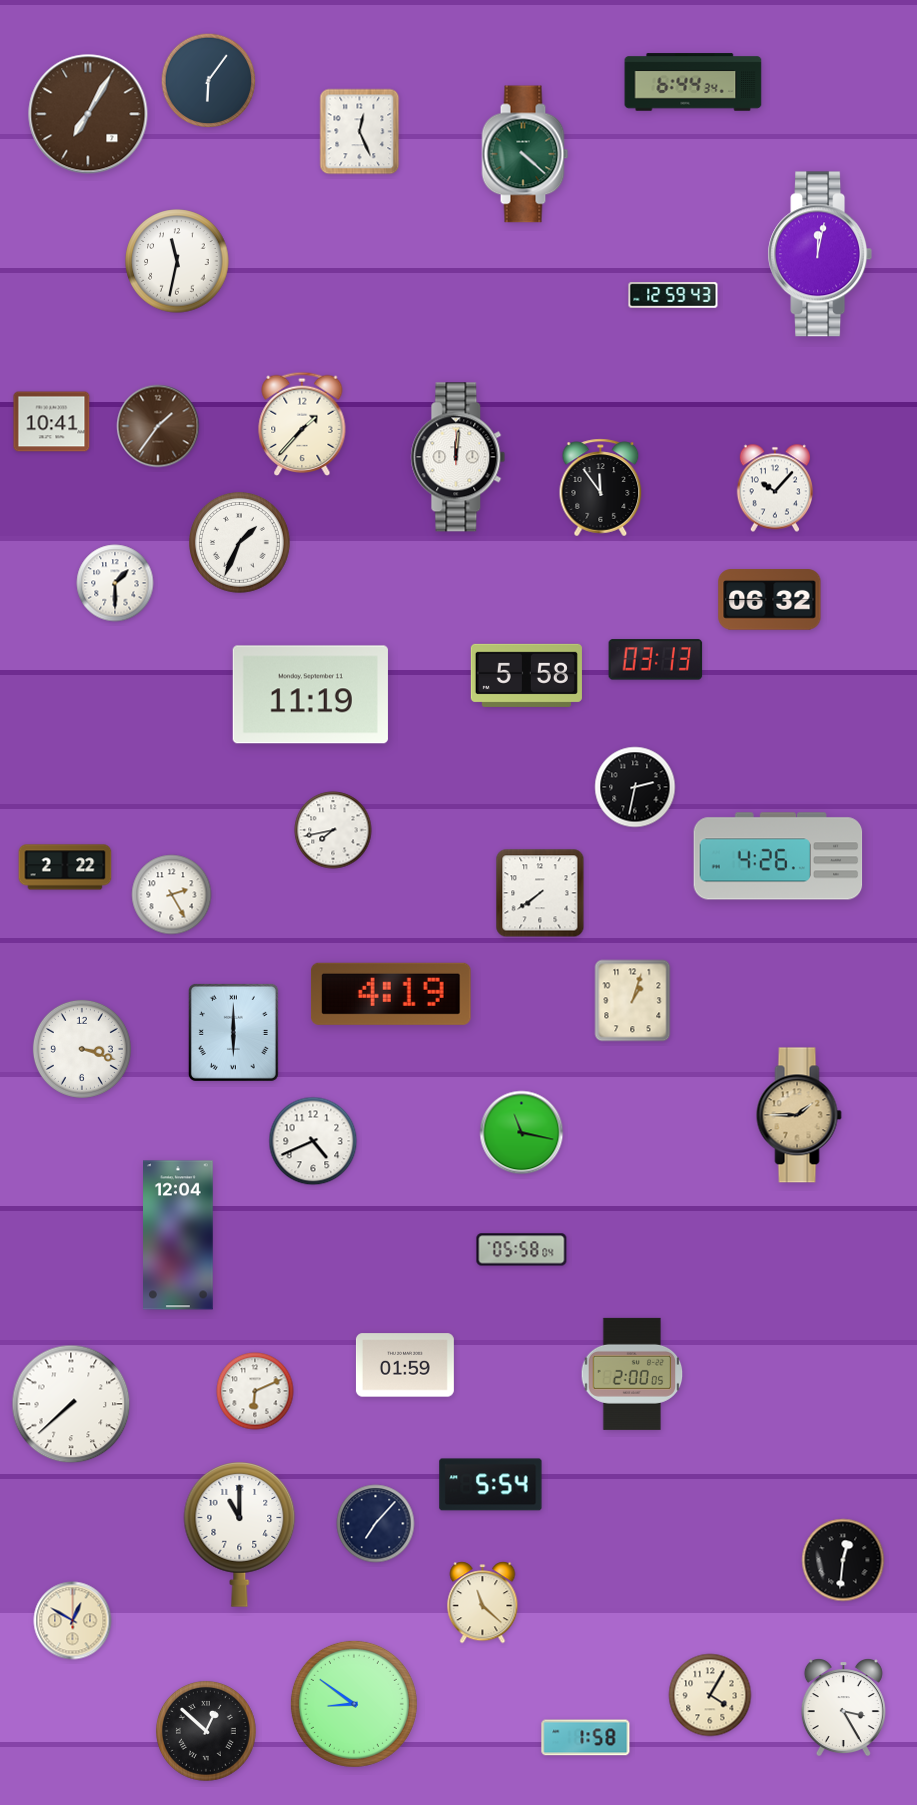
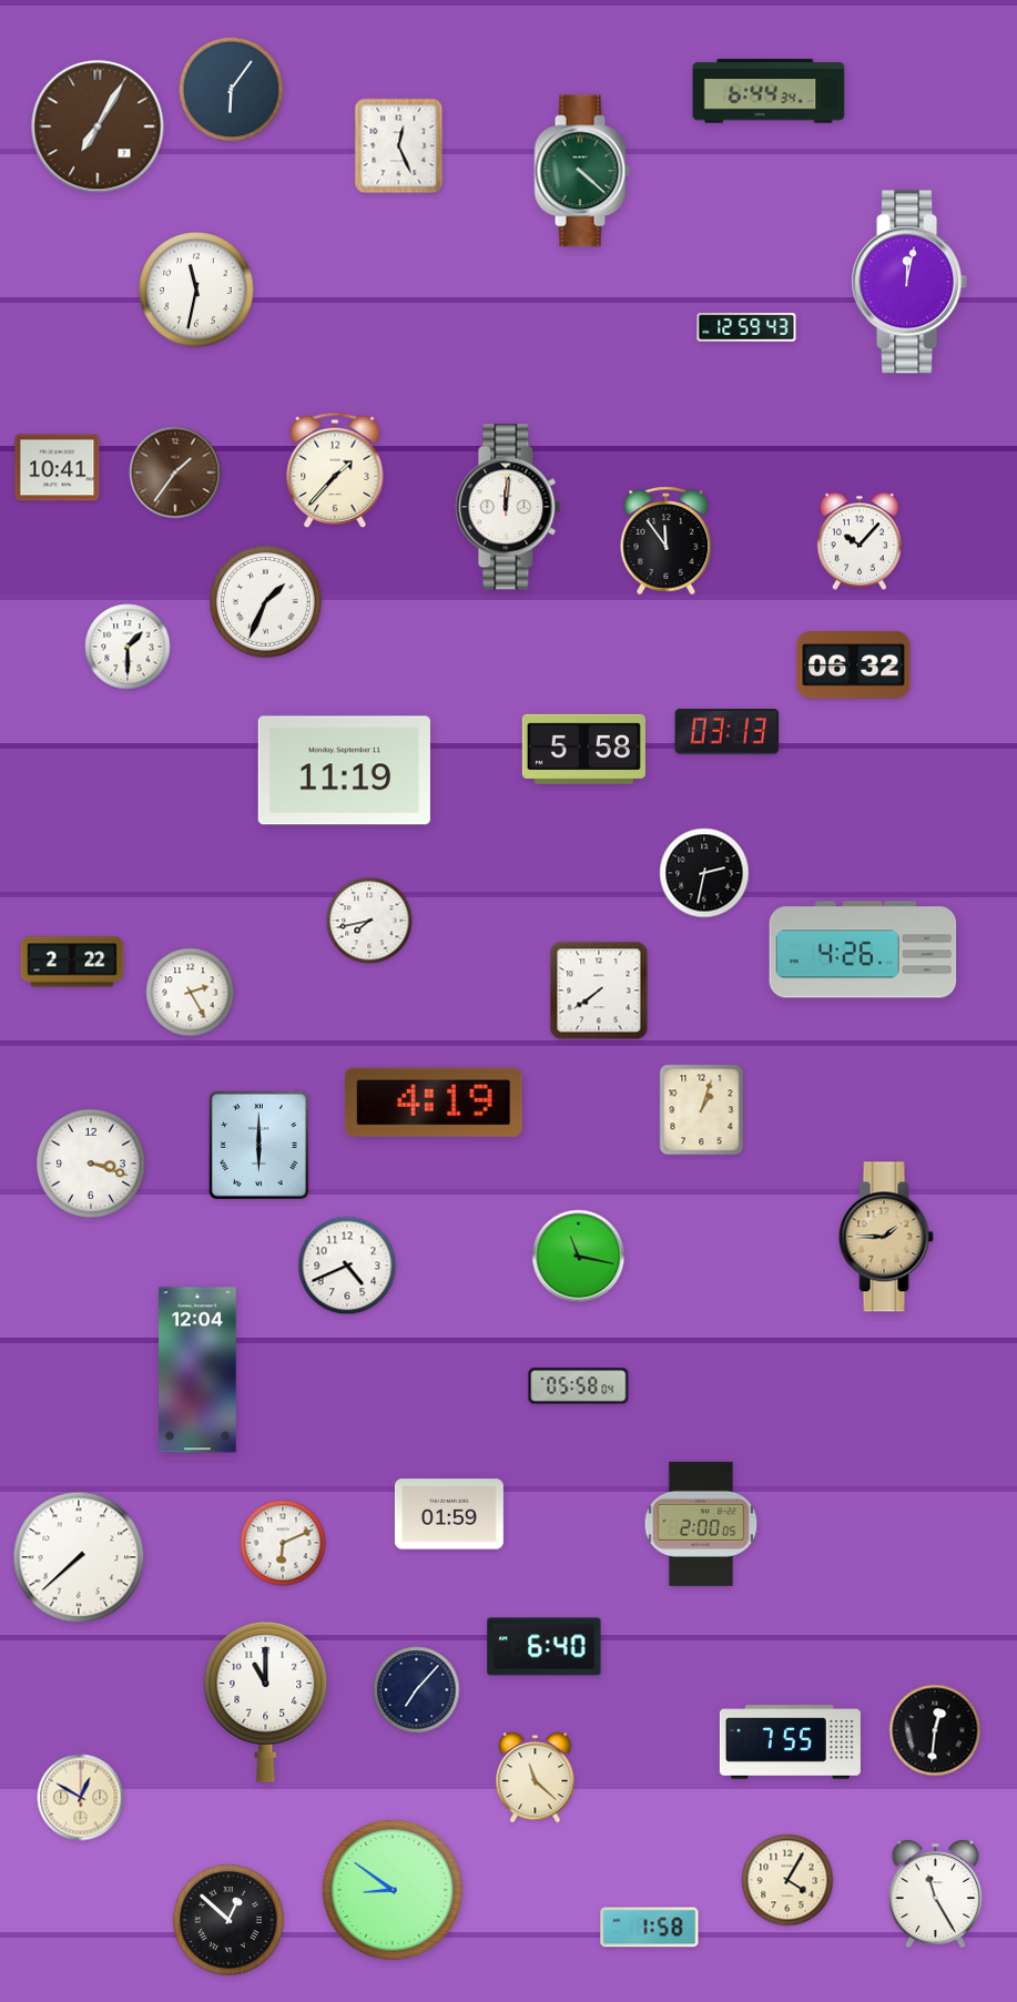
clock at (491, 1485): 5:54 -> 6:40
clock at (790, 1742): none -> 7:55
clock at (843, 1708): 3:25 -> 11:25
